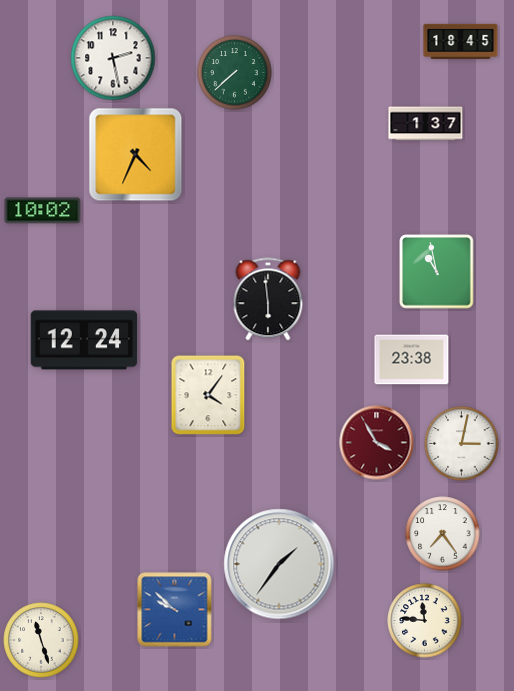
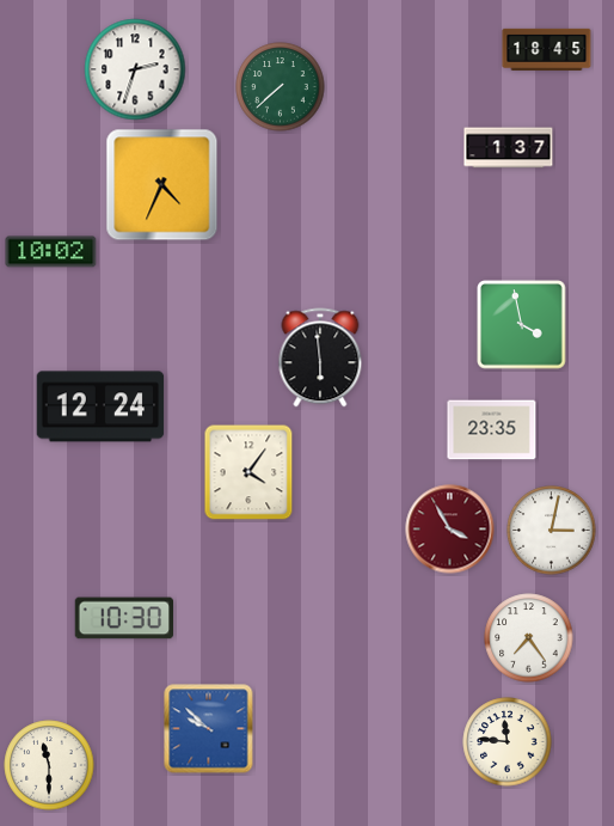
clock at (461, 41) position: (461, 41) -> (547, 49)
clock at (113, 58): 2:28 -> 2:33
clock at (437, 272): 10:58 -> 3:58
clock at (412, 360): 23:38 -> 23:35
clock at (124, 618): none -> 10:30
clock at (279, 564): 1:36 -> none
clock at (41, 640): 11:27 -> 11:30
